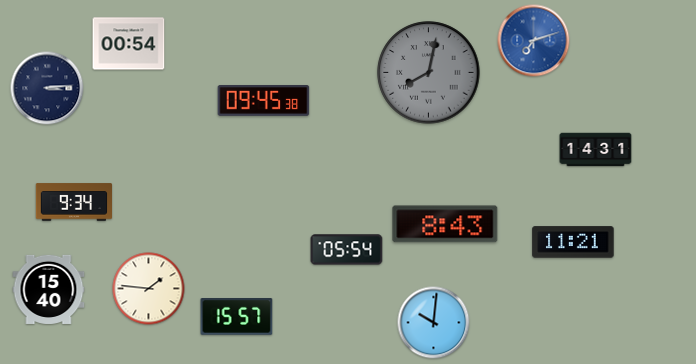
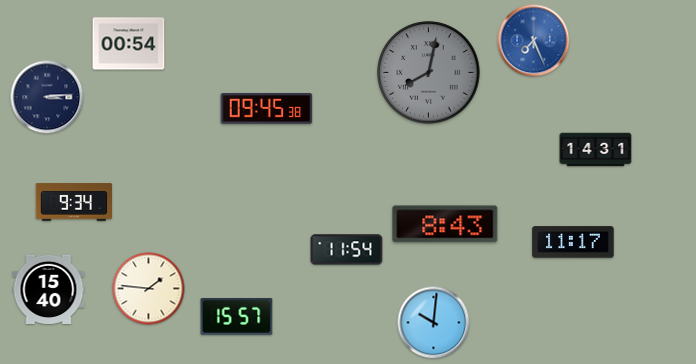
clock at (534, 41): 7:12 -> 7:26
clock at (47, 88) position: (47, 88) -> (47, 97)
clock at (264, 101) position: (264, 101) -> (267, 109)
clock at (573, 242): 11:21 -> 11:17
clock at (347, 250): 05:54 -> 11:54
